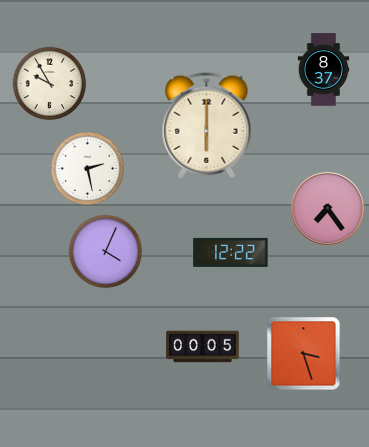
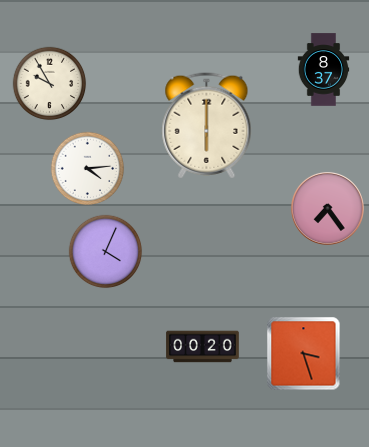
clock at (88, 169): 2:28 -> 4:14
clock at (231, 252): 12:22 -> none
clock at (203, 347): 00:05 -> 00:20
